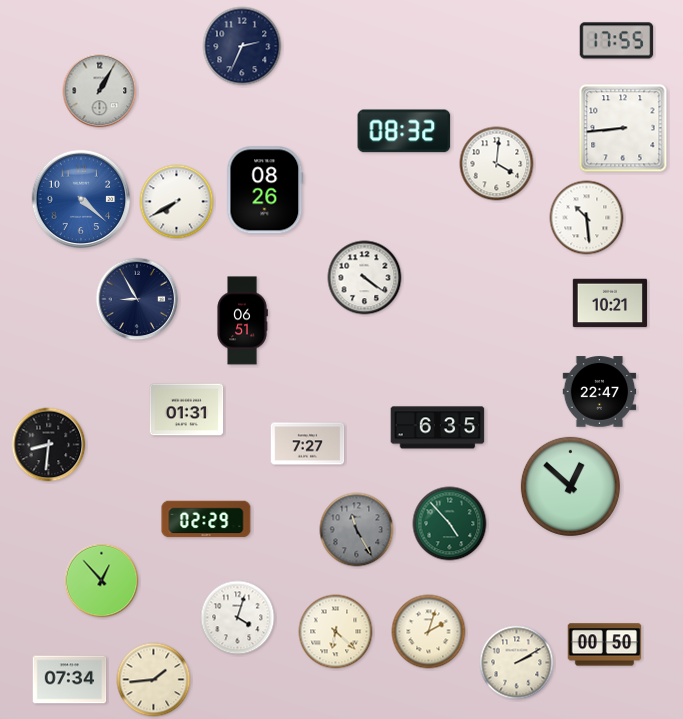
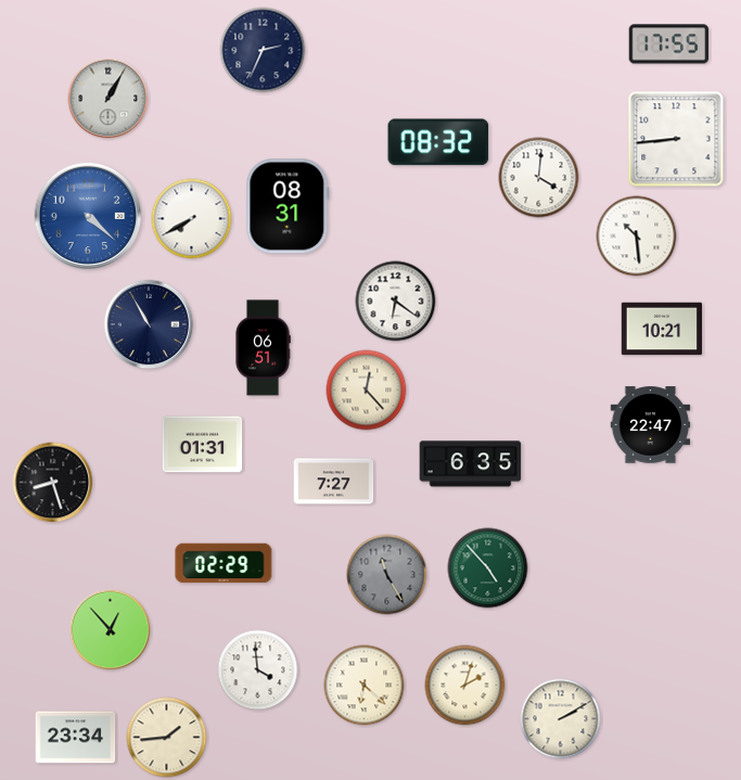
clock at (265, 190): 08:26 -> 08:31
clock at (365, 278): 4:21 -> 6:21
clock at (137, 299): 8:55 -> 10:55
clock at (367, 391): none -> 12:23
clock at (438, 428) position: (438, 428) -> (471, 464)
clock at (49, 445): 8:31 -> 8:27
clock at (570, 486): 12:52 -> none
clock at (238, 618): 4:03 -> 3:59
clock at (605, 645): 00:50 -> none
clock at (70, 680): 07:34 -> 23:34
